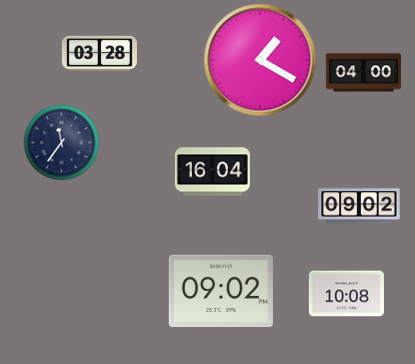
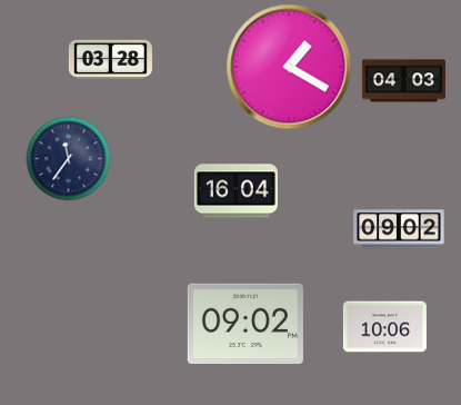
clock at (363, 73): 04:00 -> 04:03
clock at (346, 294): 10:08 -> 10:06
